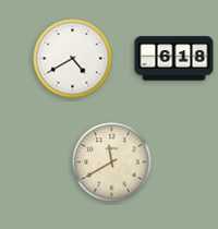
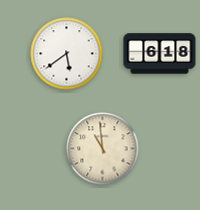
clock at (73, 59): 4:40 -> 5:39
clock at (112, 162): 11:40 -> 10:59
